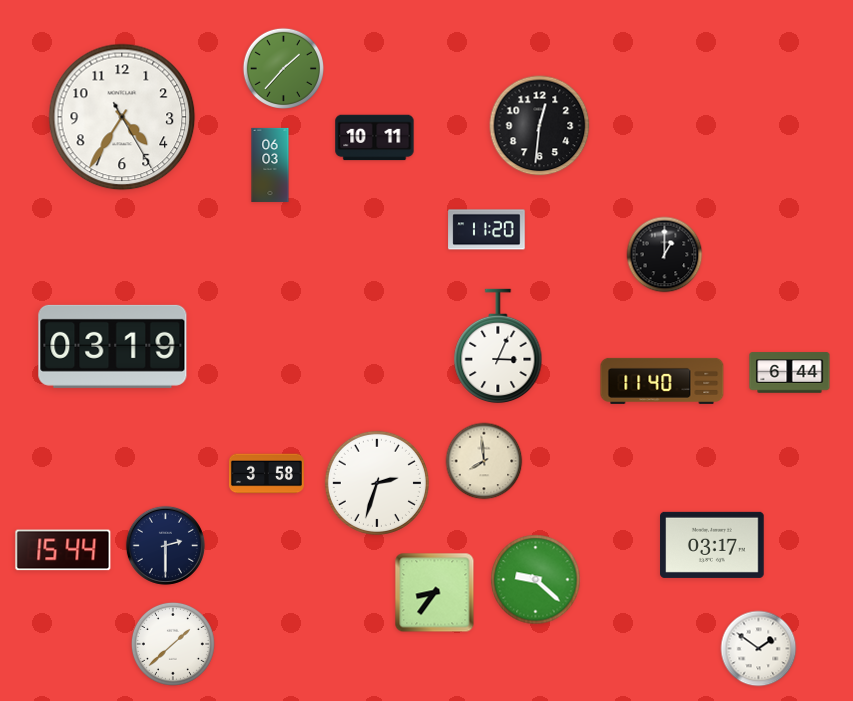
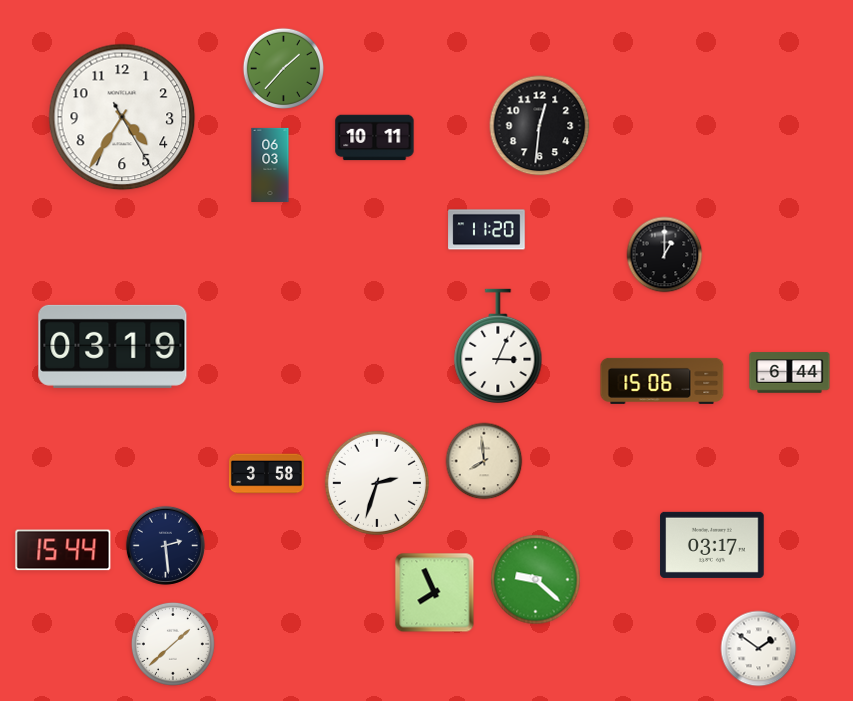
clock at (662, 381): 11:40 -> 15:06
clock at (165, 545): 2:30 -> 2:29
clock at (435, 593): 8:36 -> 7:56
